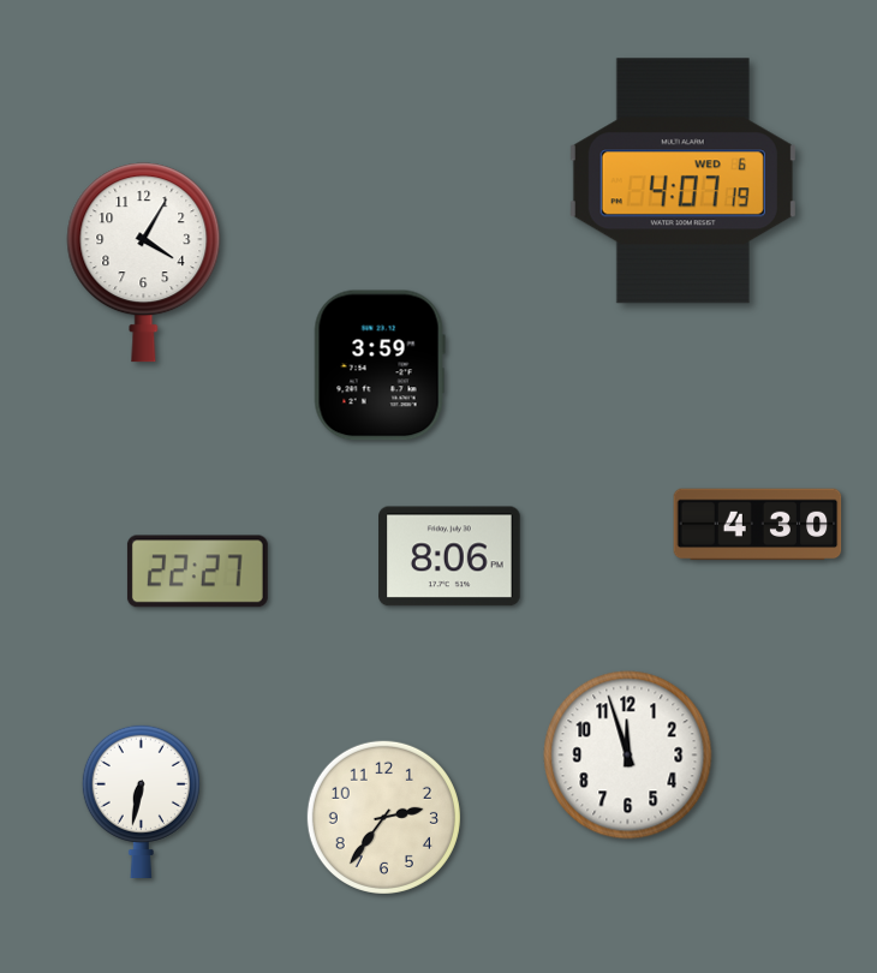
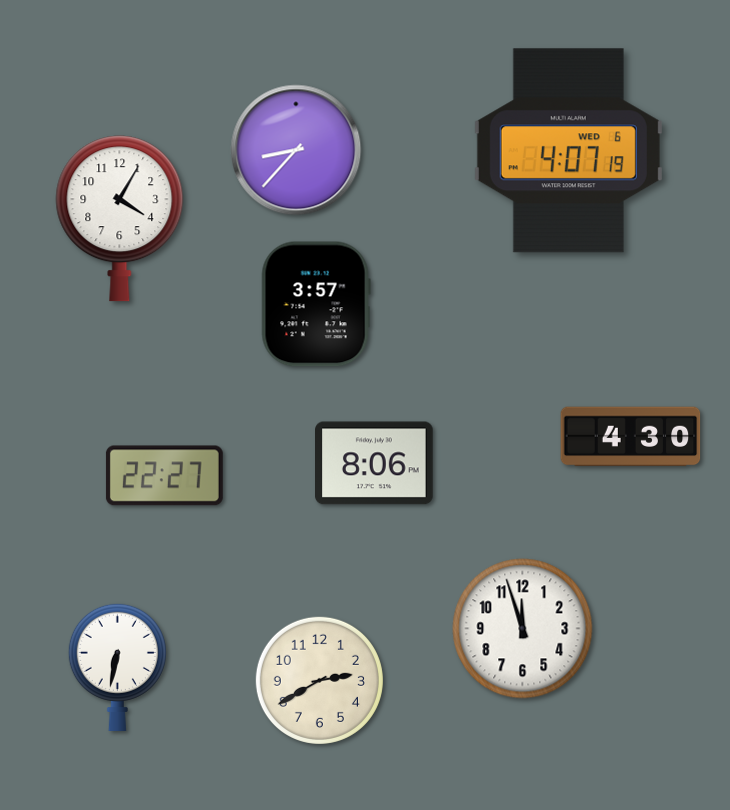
clock at (296, 150): none -> 8:37
clock at (380, 365): 3:59 -> 3:57
clock at (383, 817): 2:36 -> 2:40
